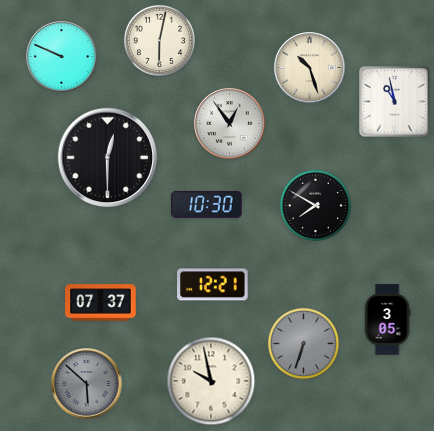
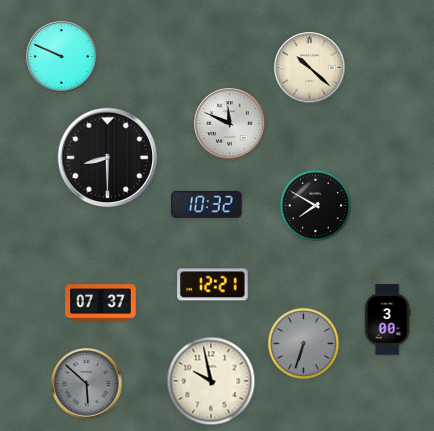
clock at (159, 40): 6:02 -> none
clock at (310, 68): 10:27 -> 10:22
clock at (395, 102): 10:58 -> none
clock at (230, 124): 12:54 -> 11:49
clock at (108, 158): 12:30 -> 8:30
clock at (207, 204): 10:30 -> 10:32
clock at (387, 320): 3:05 -> 3:00
